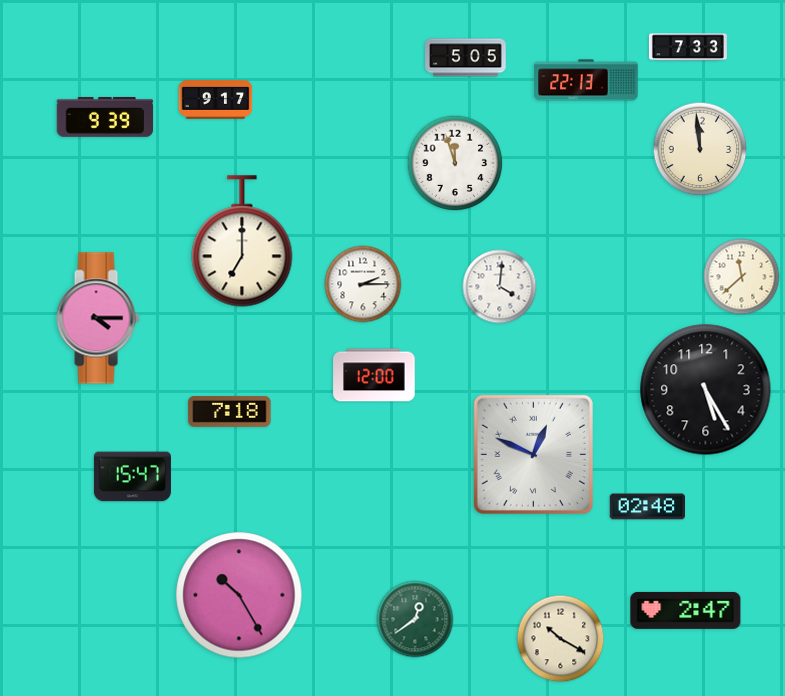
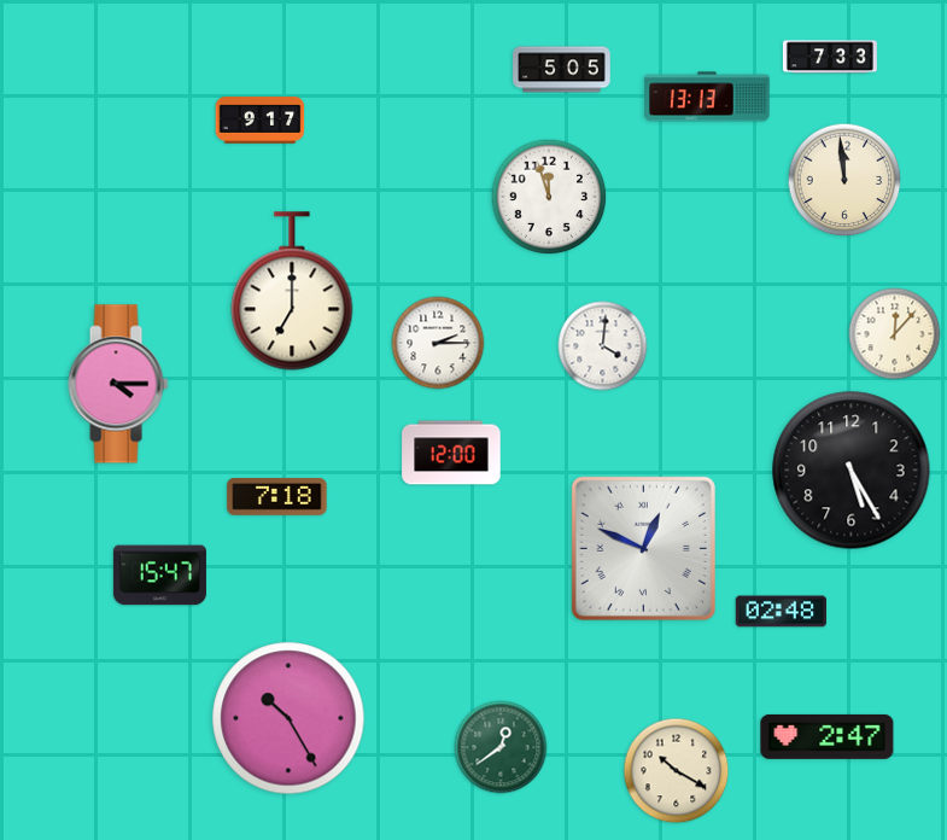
clock at (586, 80): 22:13 -> 13:13
clock at (105, 117): 9:39 -> none
clock at (742, 277): 11:38 -> 12:07
